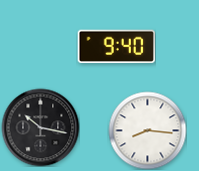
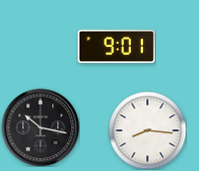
clock at (116, 47): 9:40 -> 9:01
